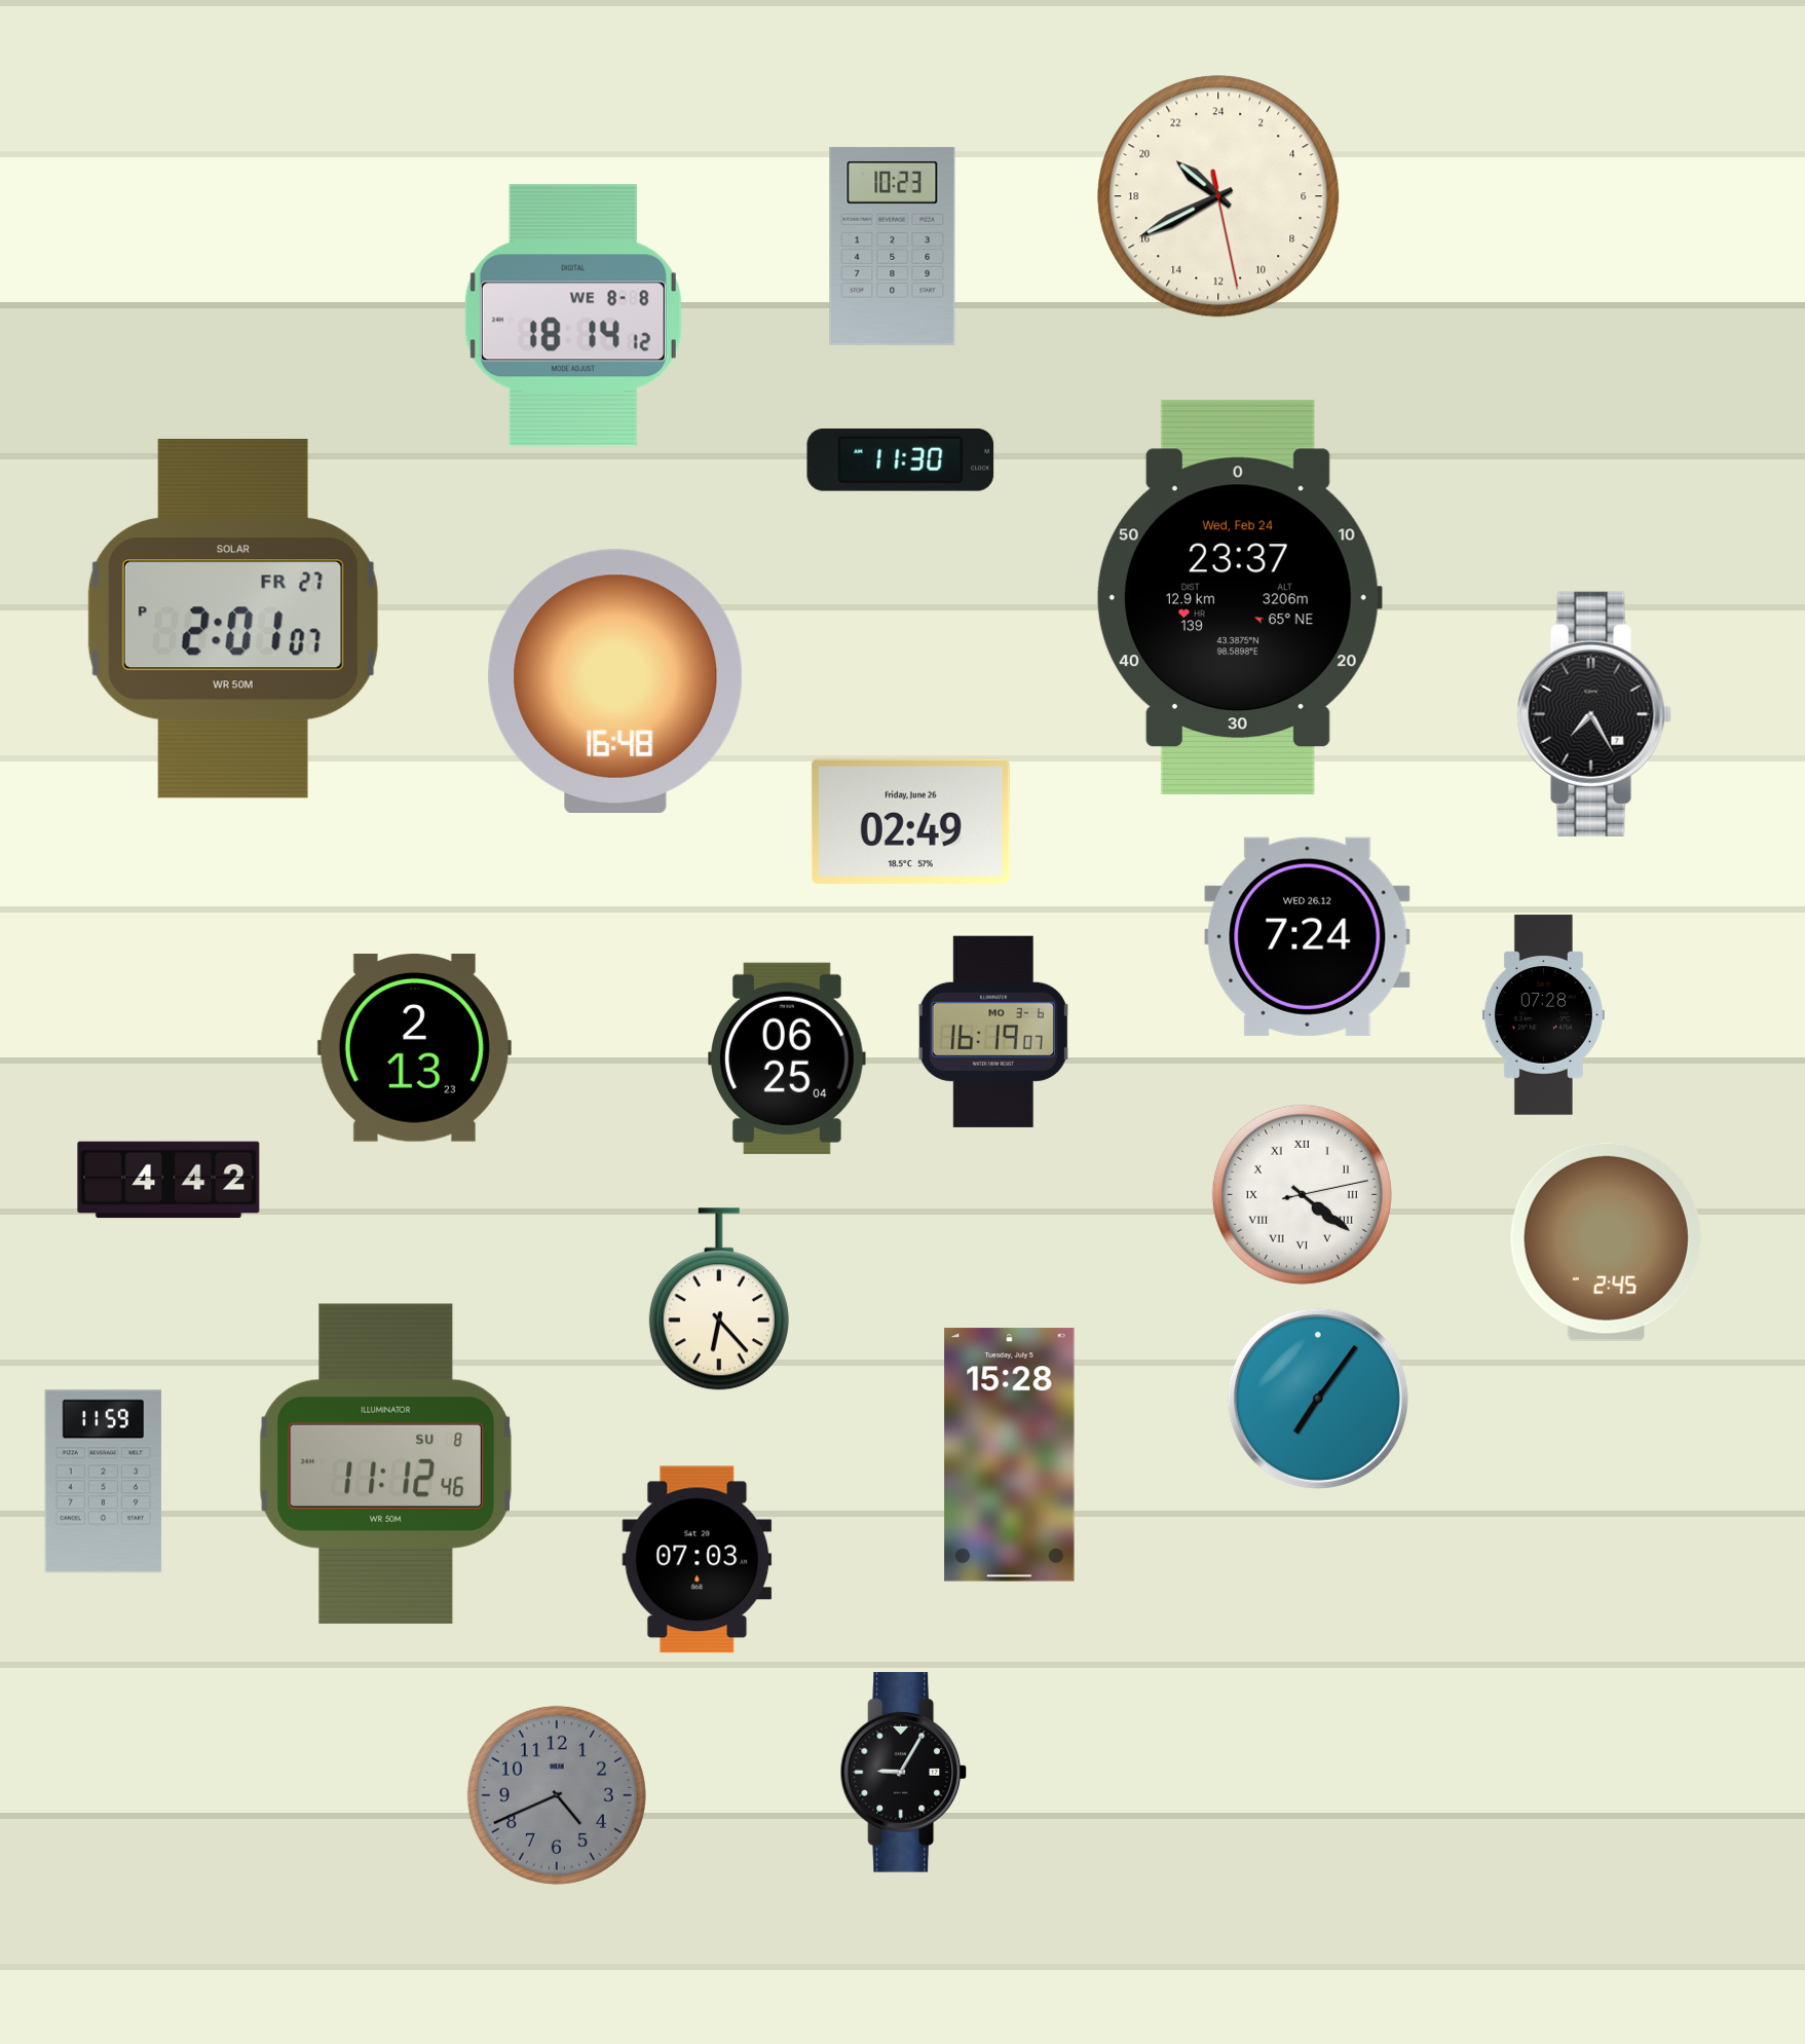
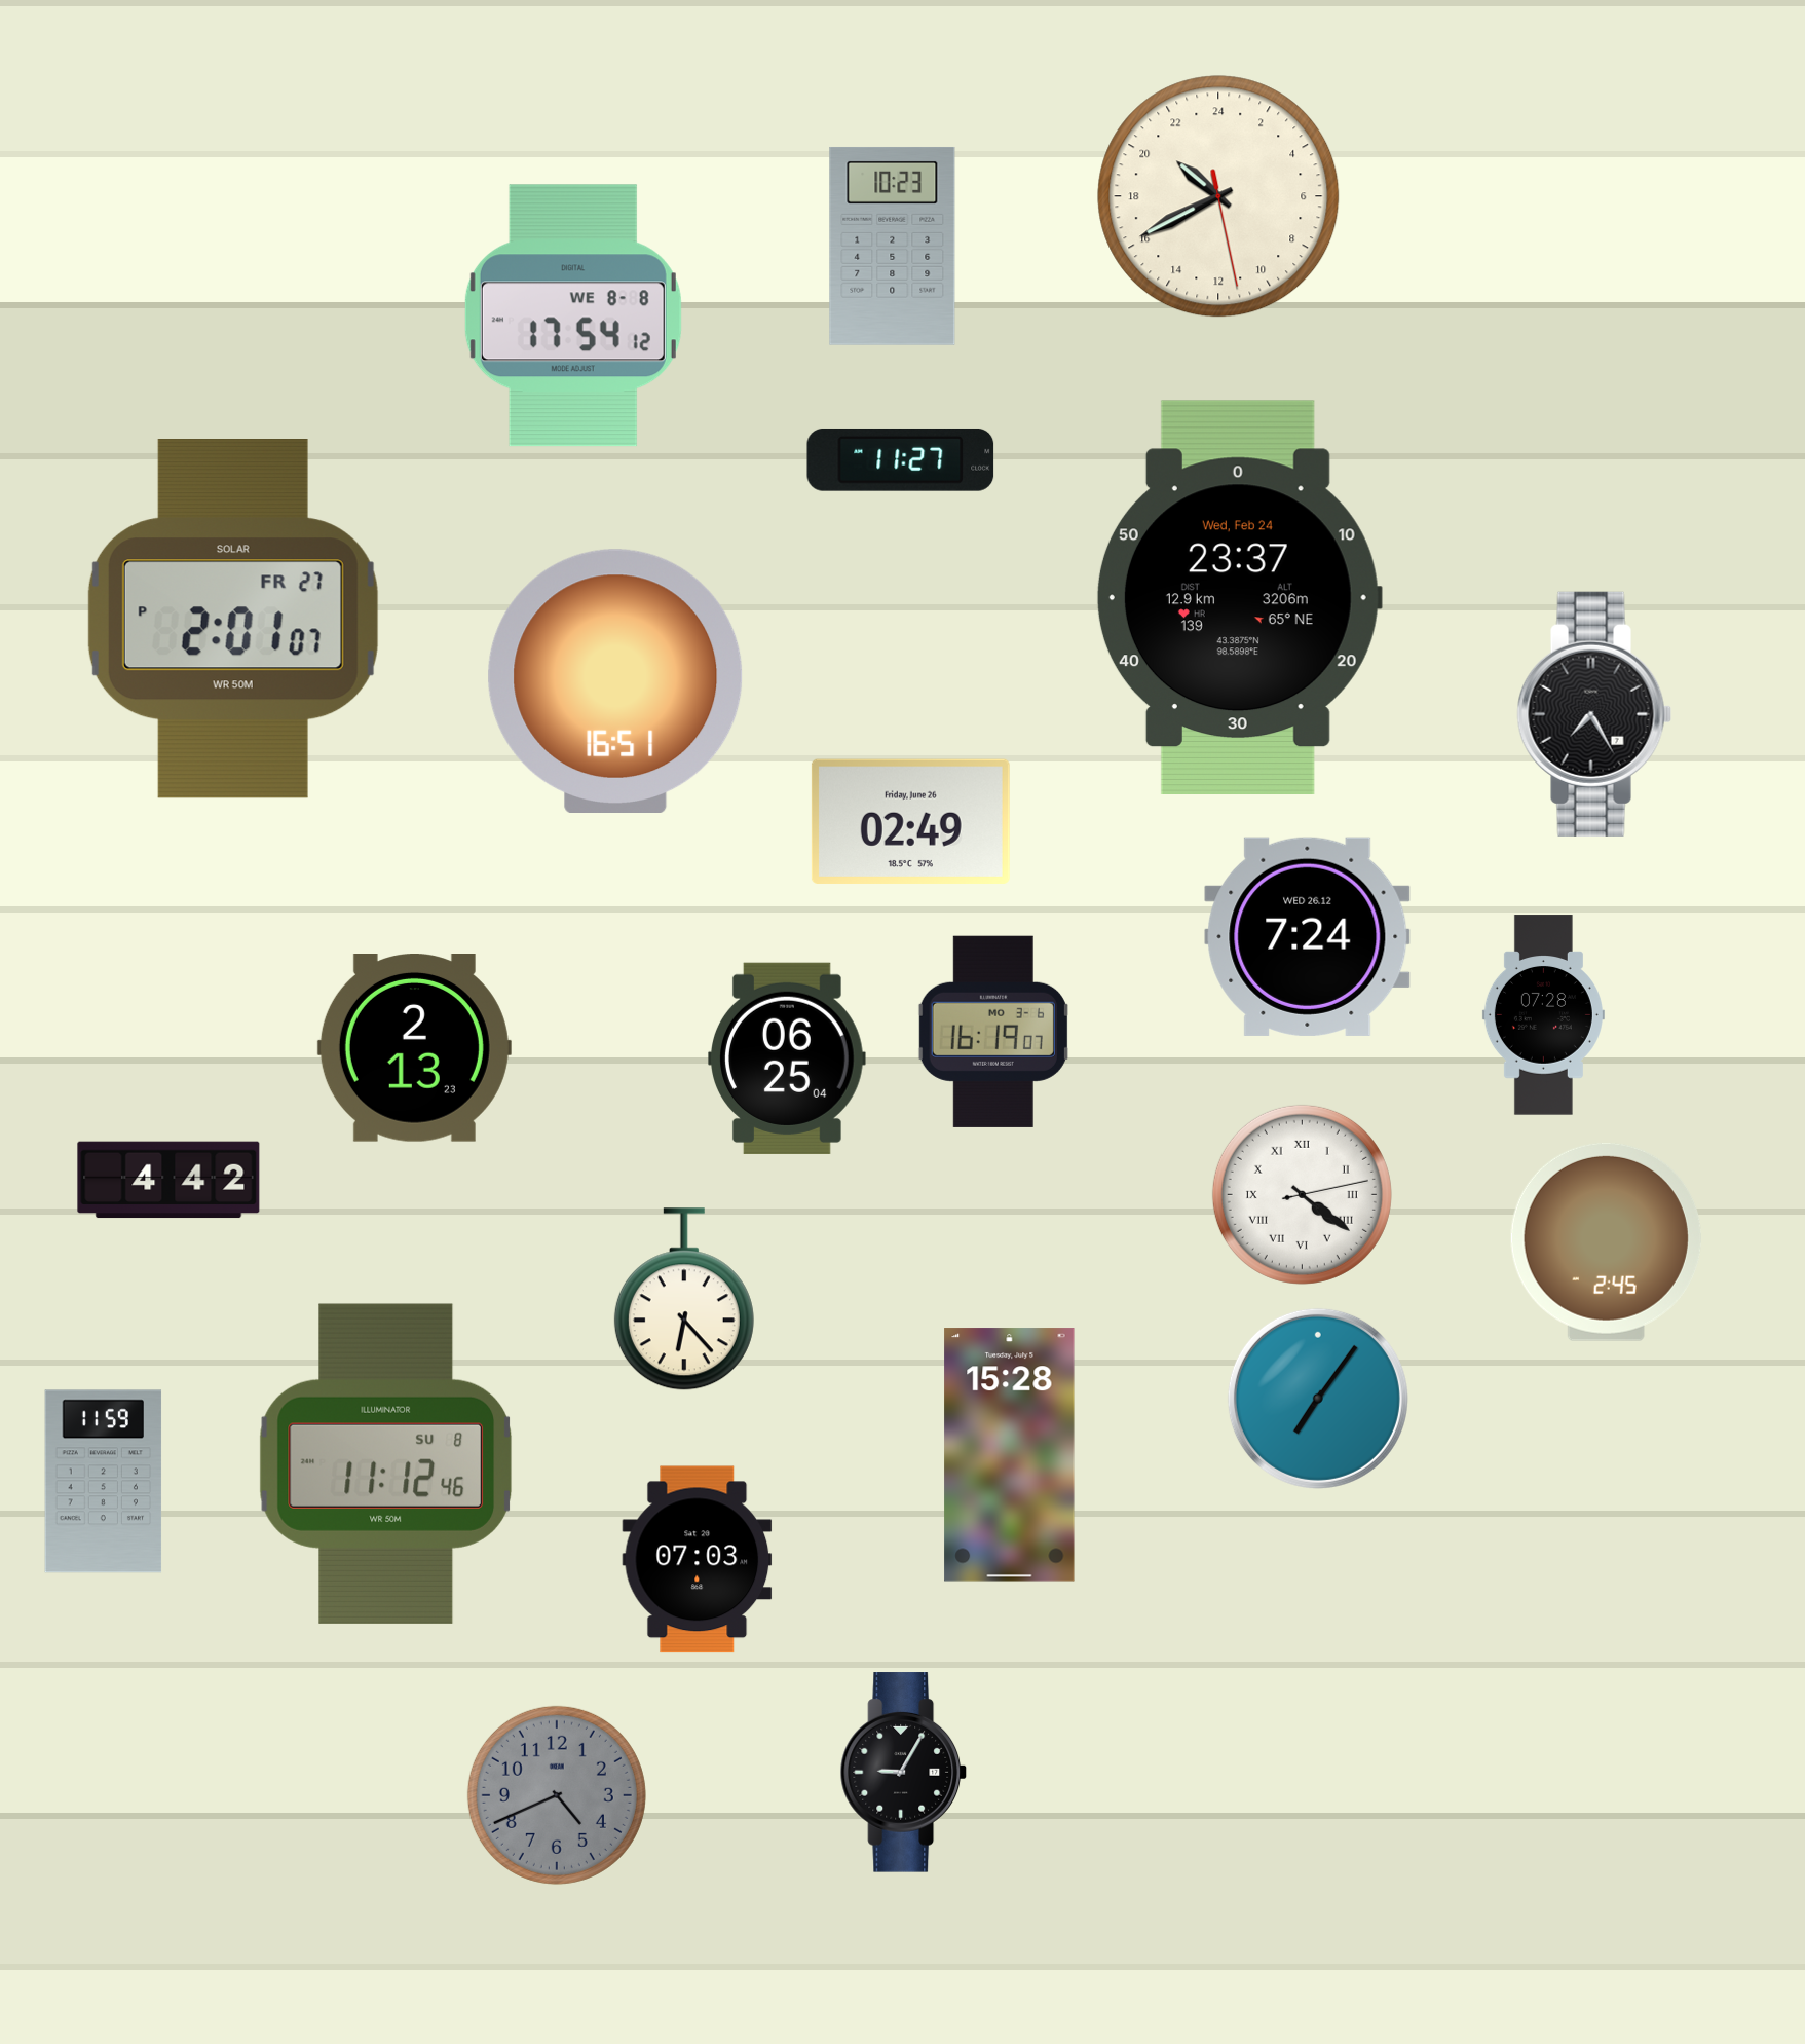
clock at (573, 315): 18:14 -> 17:54
clock at (901, 459): 11:30 -> 11:27
clock at (615, 680): 16:48 -> 16:51
clock at (719, 1299) position: (719, 1299) -> (684, 1299)
